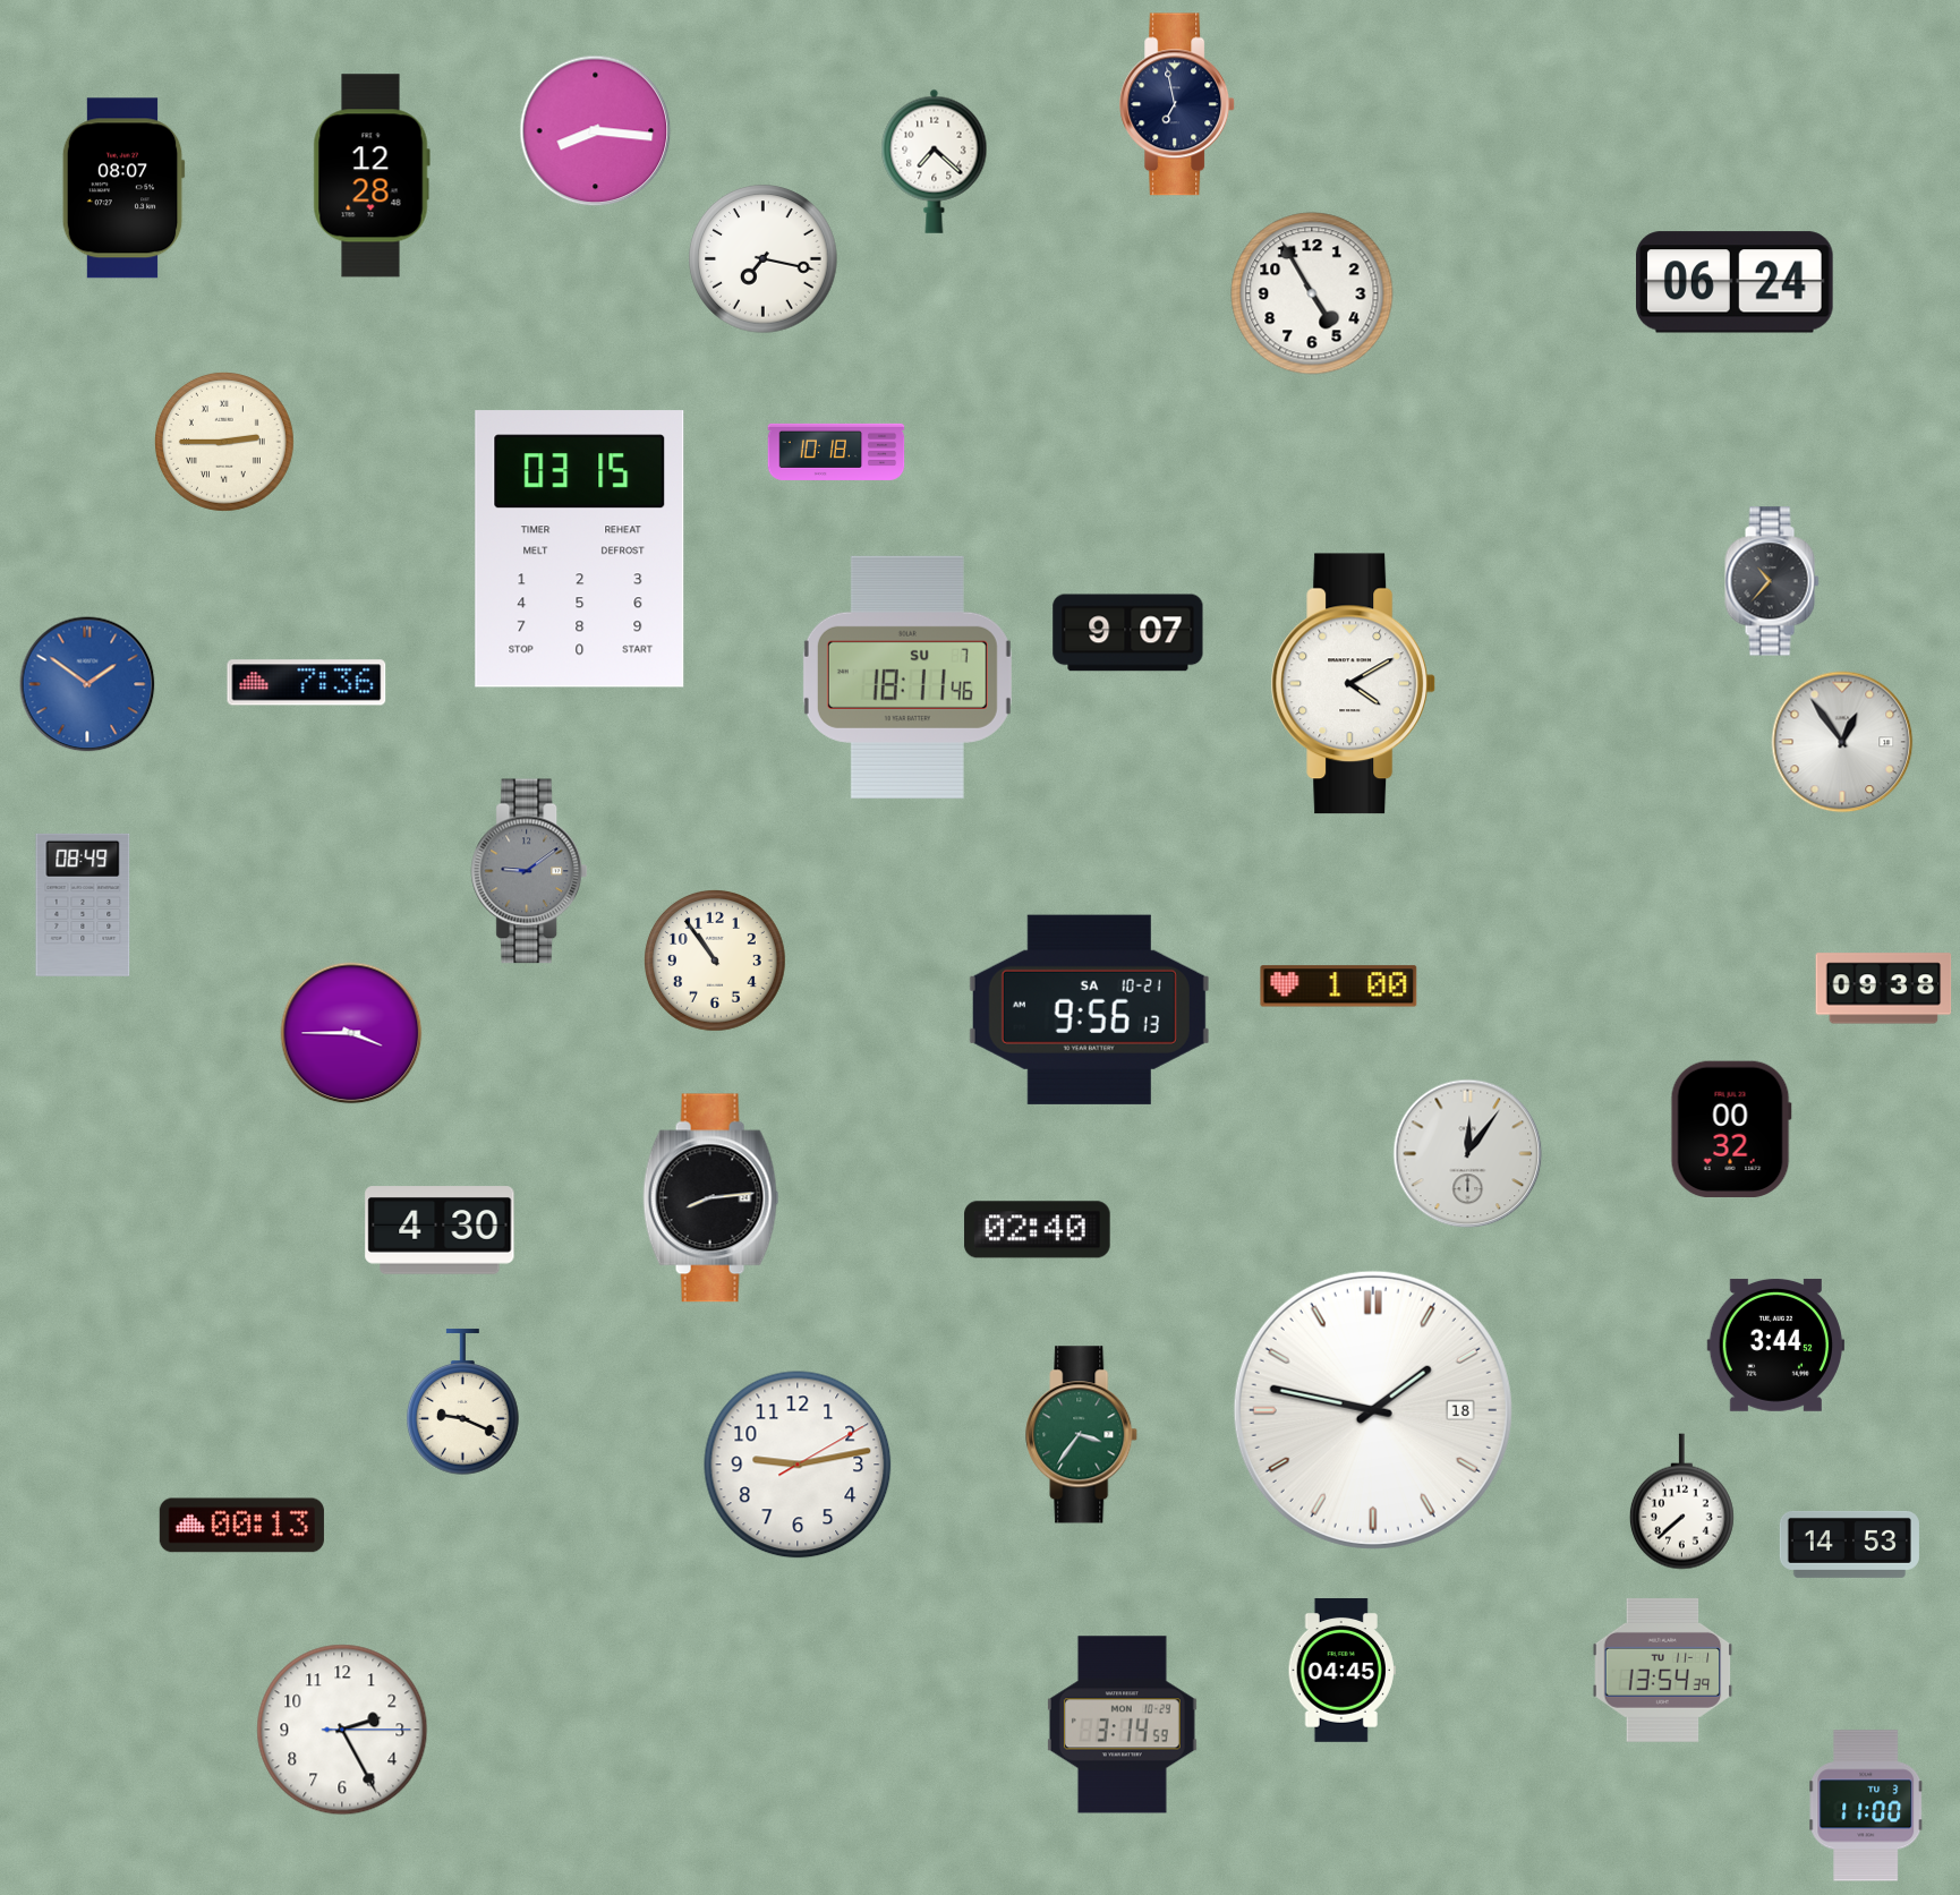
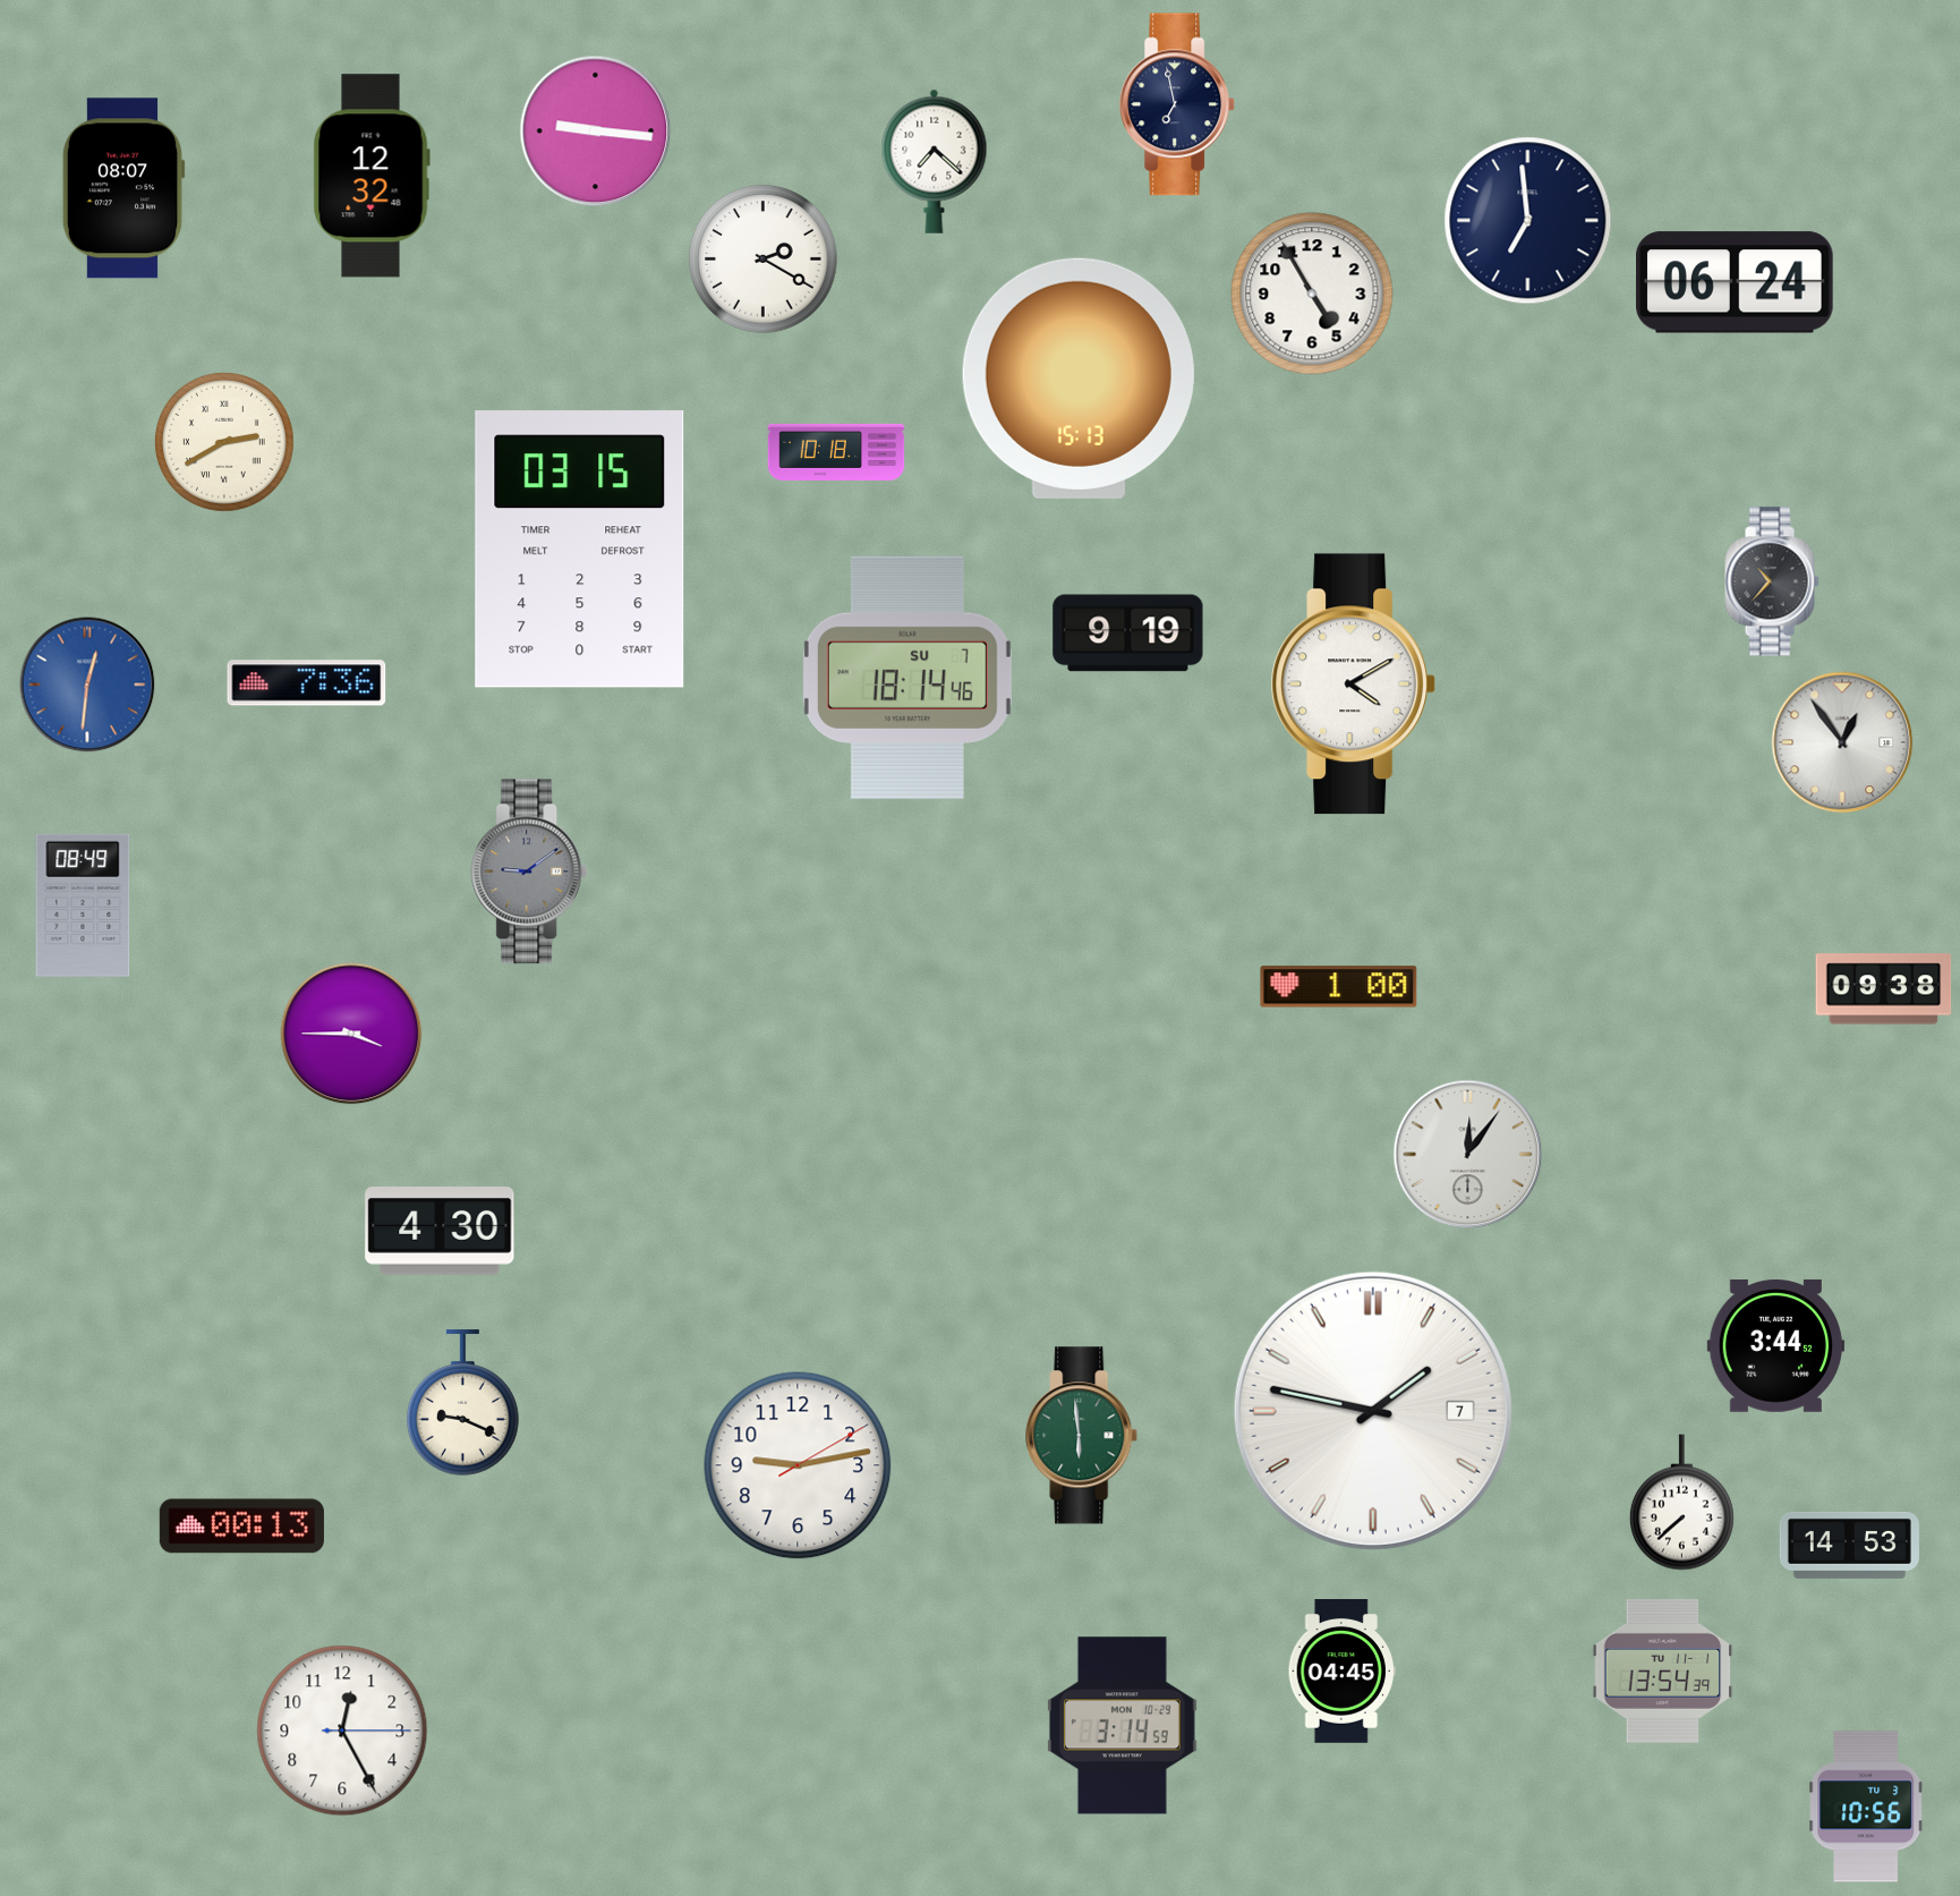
clock at (596, 131): 8:16 -> 9:16
clock at (372, 176): 12:28 -> 12:32
clock at (1528, 221): none -> 6:59
clock at (764, 259): 7:17 -> 2:20
clock at (1079, 379): none -> 15:13
clock at (224, 442): 2:45 -> 2:40
clock at (1128, 633): 9:07 -> 9:19
clock at (907, 677): 18:11 -> 18:14
clock at (87, 684): 1:51 -> 12:31
clock at (716, 962): 10:54 -> none
clock at (1089, 1009): 9:56 -> none
clock at (1731, 1128): 00:32 -> none
clock at (711, 1198): 8:14 -> none
clock at (1038, 1230): 02:40 -> none
clock at (1373, 1410) date: 18 -> 7
clock at (1082, 1435): 3:36 -> 5:59
clock at (342, 1730): 2:25 -> 12:25
clock at (1867, 1806): 11:00 -> 10:56
